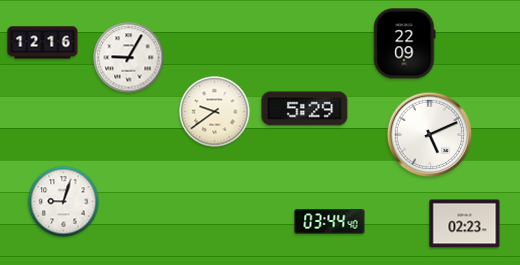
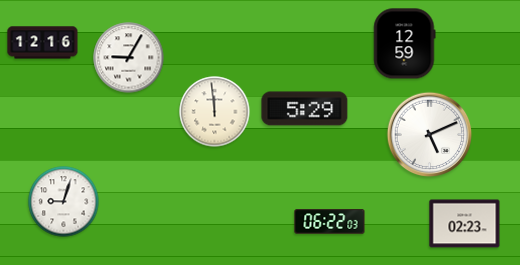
clock at (405, 44): 22:09 -> 12:59
clock at (215, 112): 9:39 -> 11:59
clock at (330, 222): 03:44 -> 06:22
